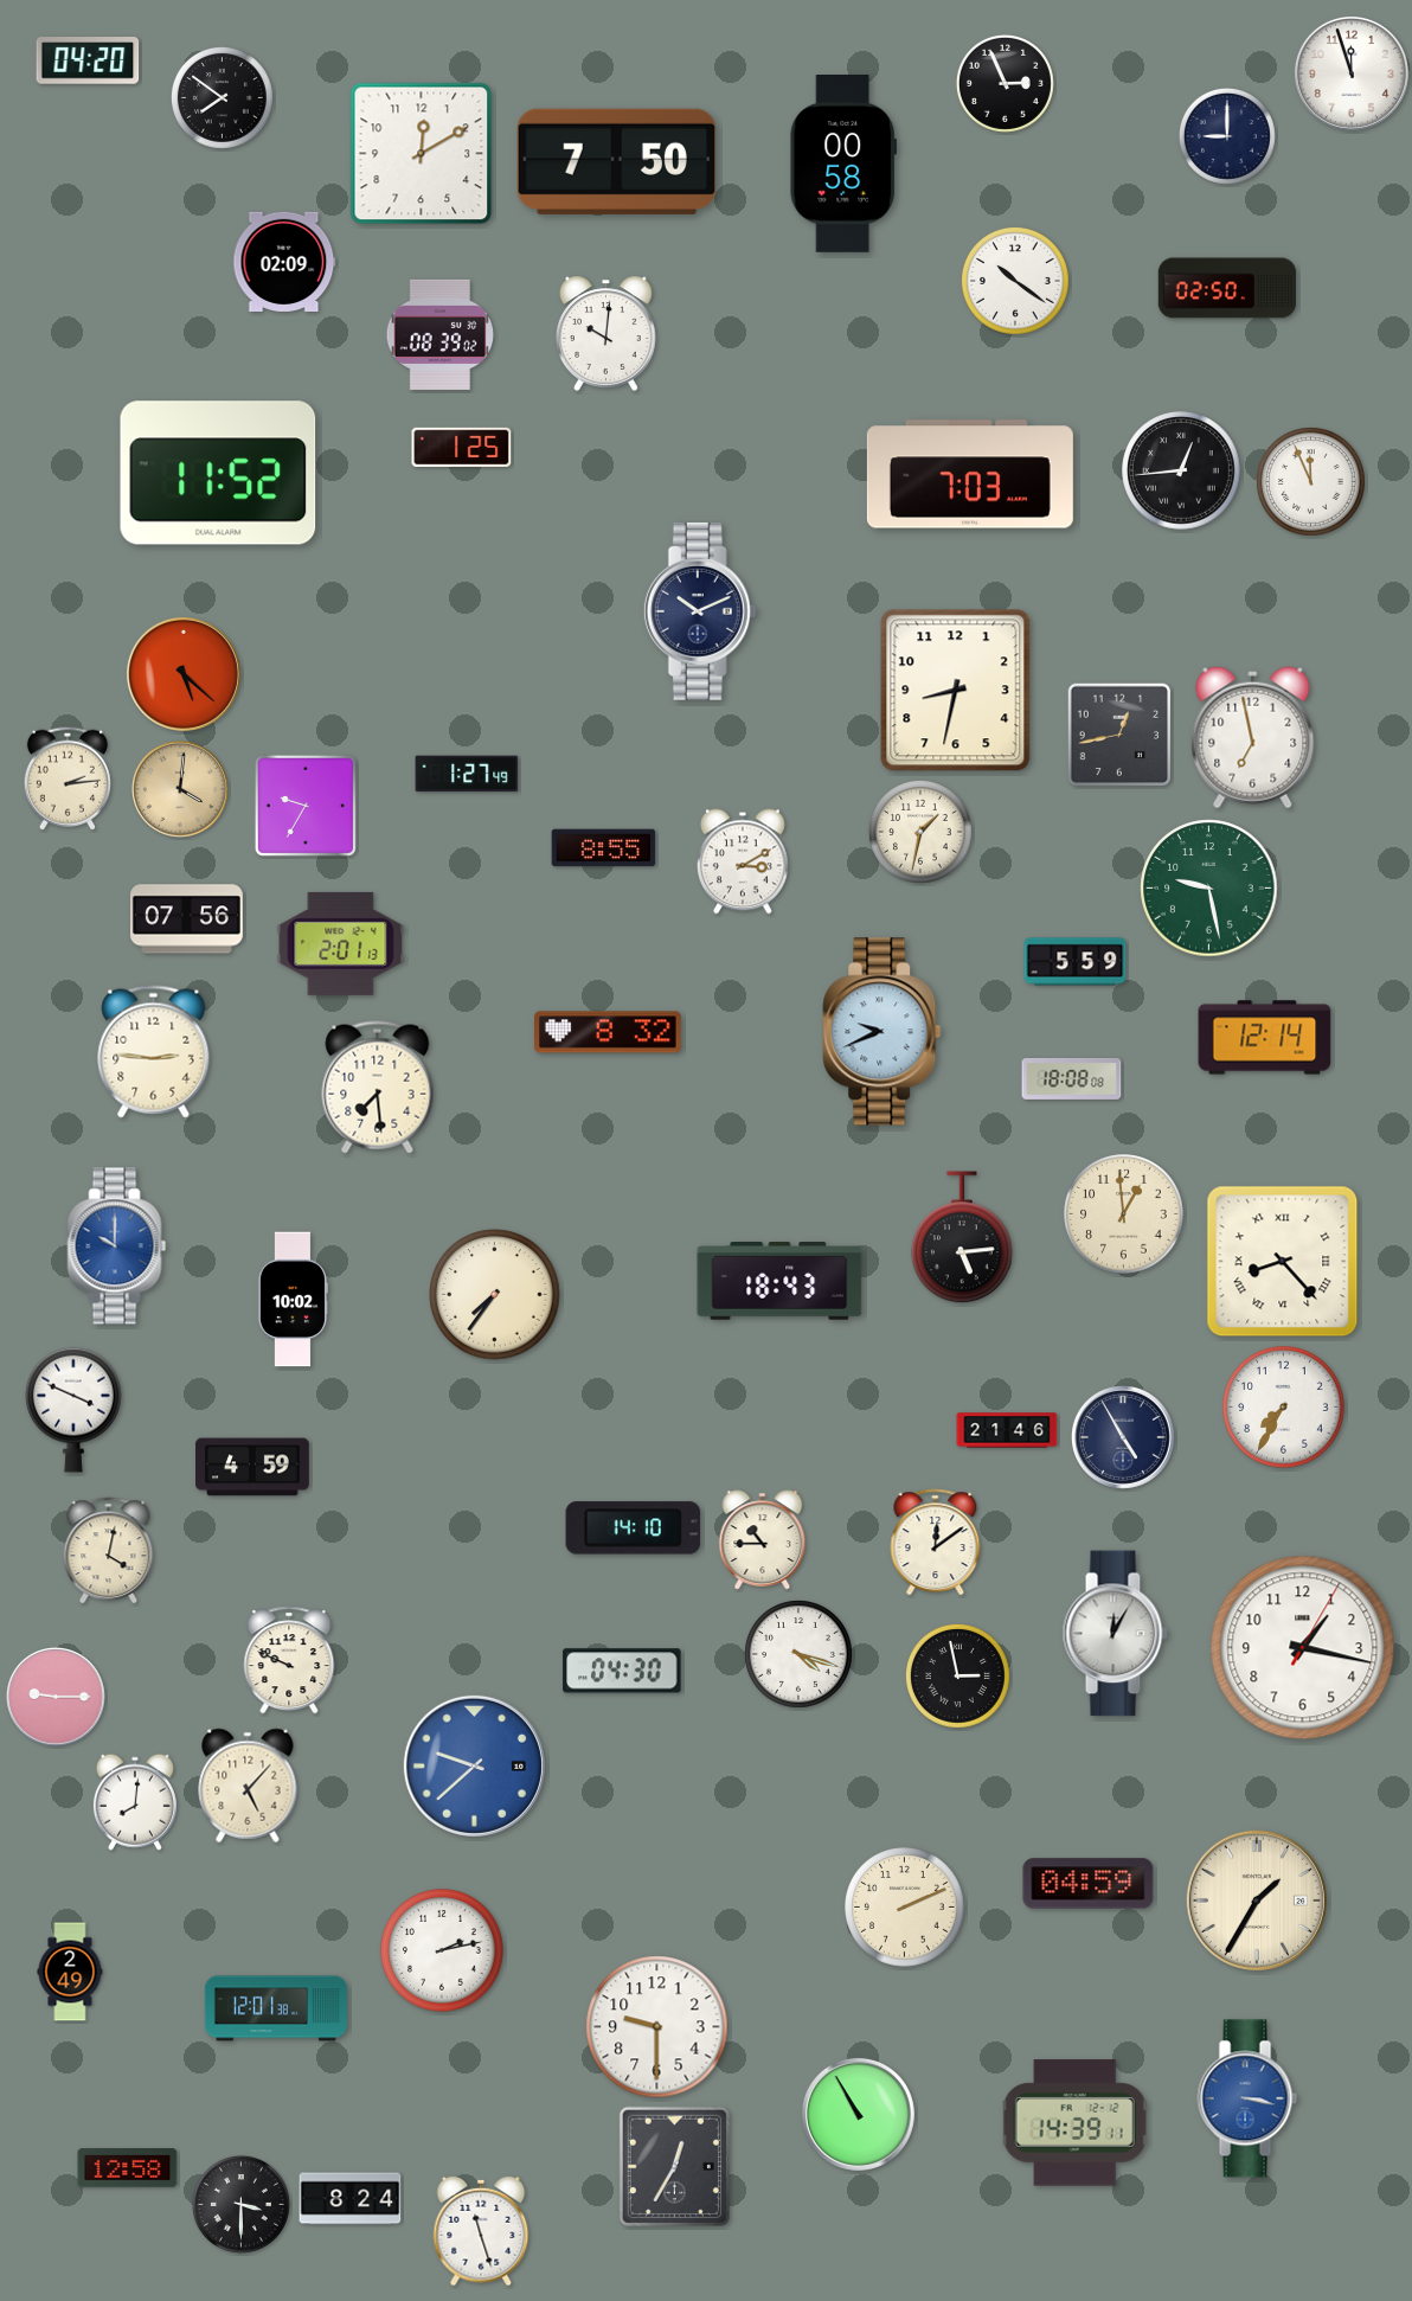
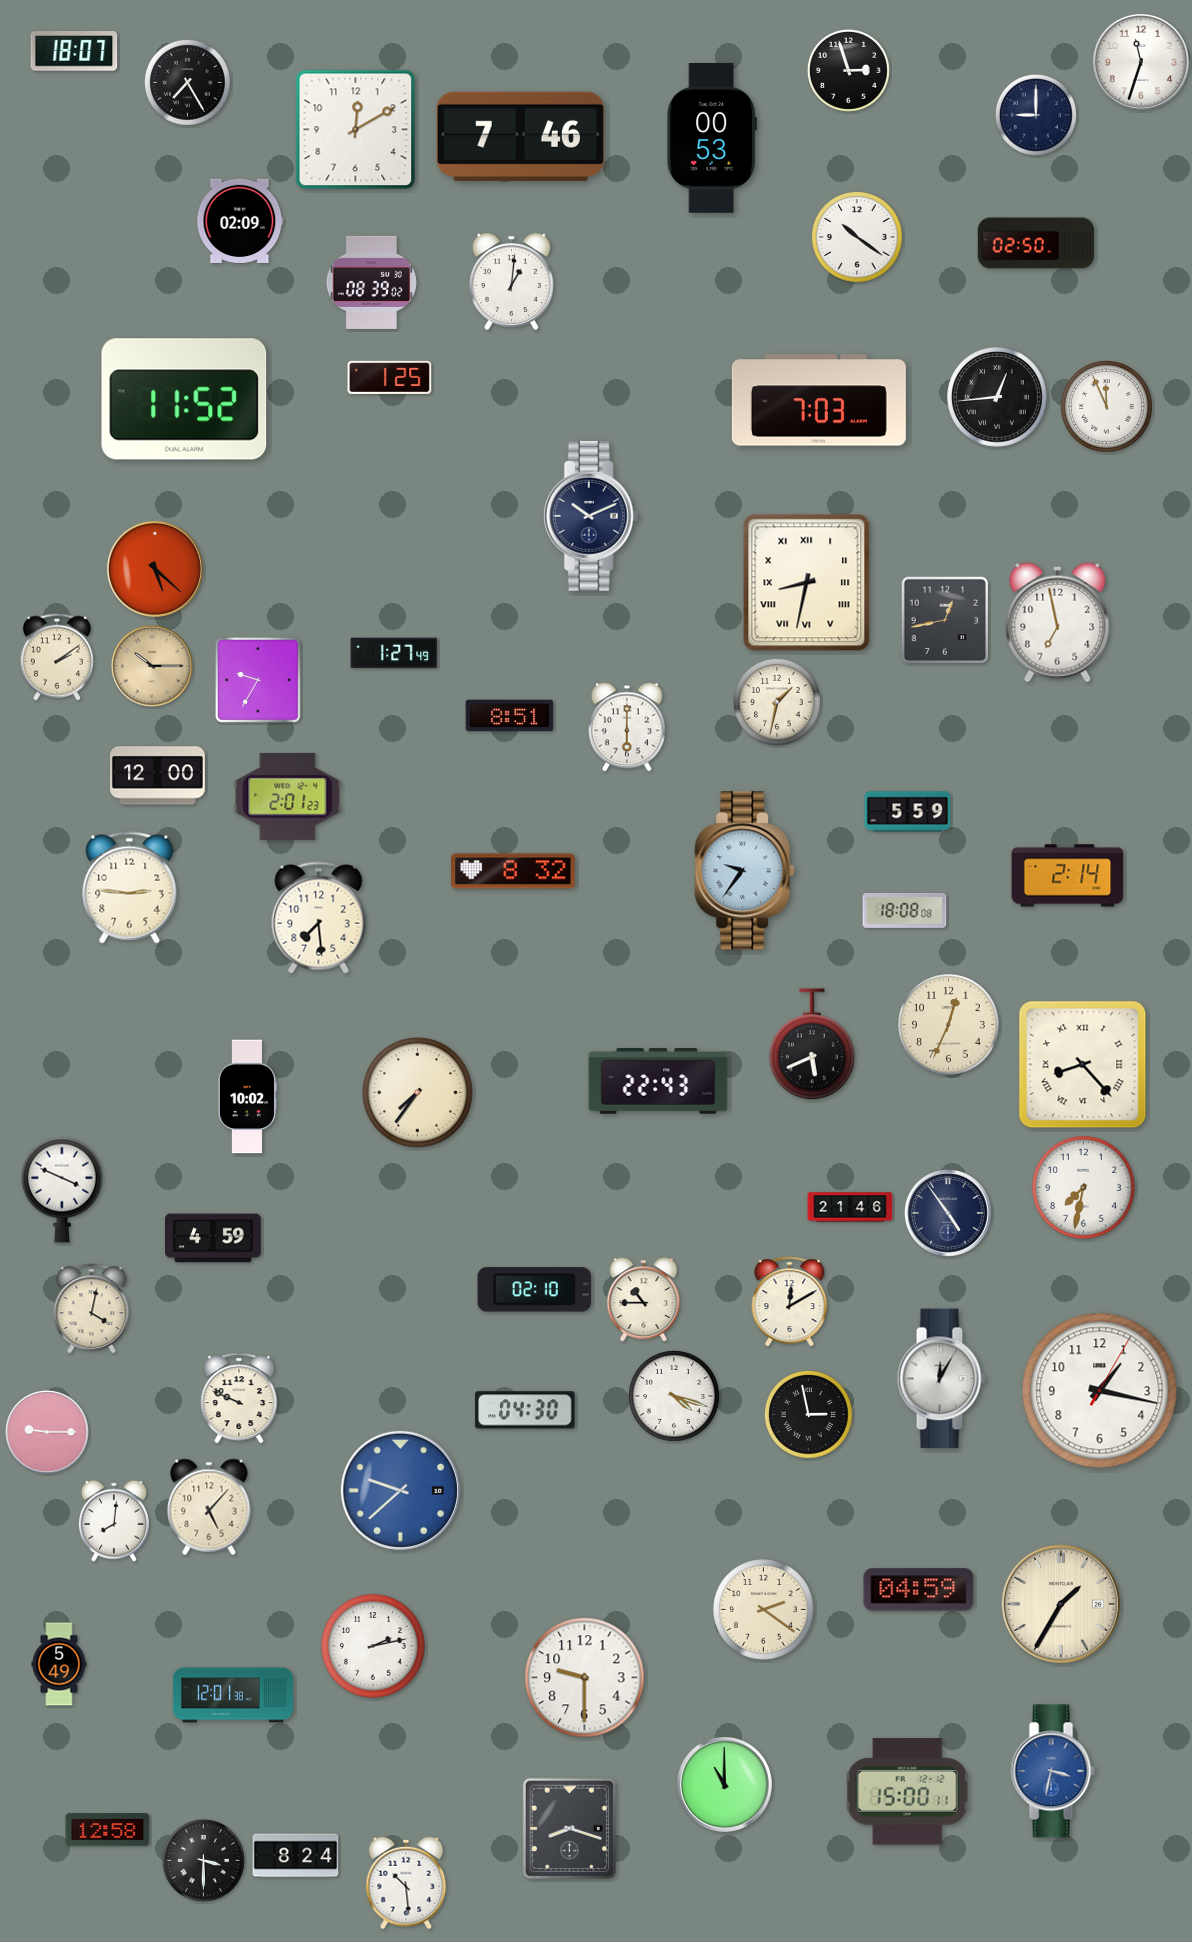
clock at (88, 62): 04:20 -> 18:07
clock at (1352, 73): 11:57 -> 11:33
clock at (1005, 83): 2:56 -> 2:57
clock at (222, 97): 7:51 -> 7:25
clock at (617, 161): 7:50 -> 7:46
clock at (842, 165): 00:58 -> 00:53
clock at (606, 333): 10:01 -> 1:01
clock at (956, 691) numerals: Arabic -> Roman
clock at (68, 778): 2:14 -> 2:09
clock at (180, 789): 4:01 -> 10:15
clock at (604, 848): 8:55 -> 8:51
clock at (744, 861): 3:10 -> 6:00
clock at (1209, 889): 9:28 -> none
clock at (186, 919): 07:56 -> 12:00
clock at (341, 943): 2:01:13 -> 2:01:23
clock at (882, 1032): 9:41 -> 9:36
clock at (1265, 1038): 12:14 -> 2:14
clock at (1124, 1214): 12:59 -> 12:34
clock at (962, 1238): 5:14 -> 5:41
clock at (117, 1246): 10:00 -> none
clock at (779, 1282): 18:43 -> 22:43
clock at (1284, 1408): 7:35 -> 7:32
clock at (1124, 1438): 4:55 -> 4:54
clock at (634, 1528): 14:10 -> 02:10
clock at (936, 1543): 12:09 -> 12:10
clock at (289, 1660) position: (289, 1660) -> (239, 1398)
clock at (905, 1908): 2:11 -> 2:21
clock at (70, 1972): 2:49 -> 5:49
clock at (657, 2027) position: (657, 2027) -> (585, 1678)
clock at (1247, 2098): 3:17 -> 3:32
clock at (858, 2114): 10:55 -> 11:00
clock at (1076, 2123): 14:39 -> 15:00
clock at (674, 2166): 12:35 -> 8:18
clock at (481, 2231): 11:27 -> 10:29
